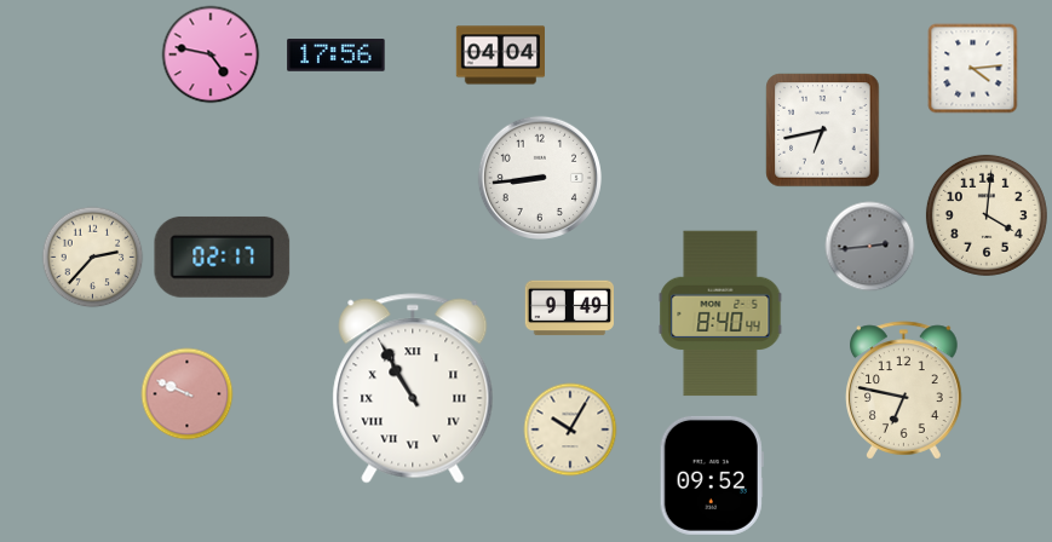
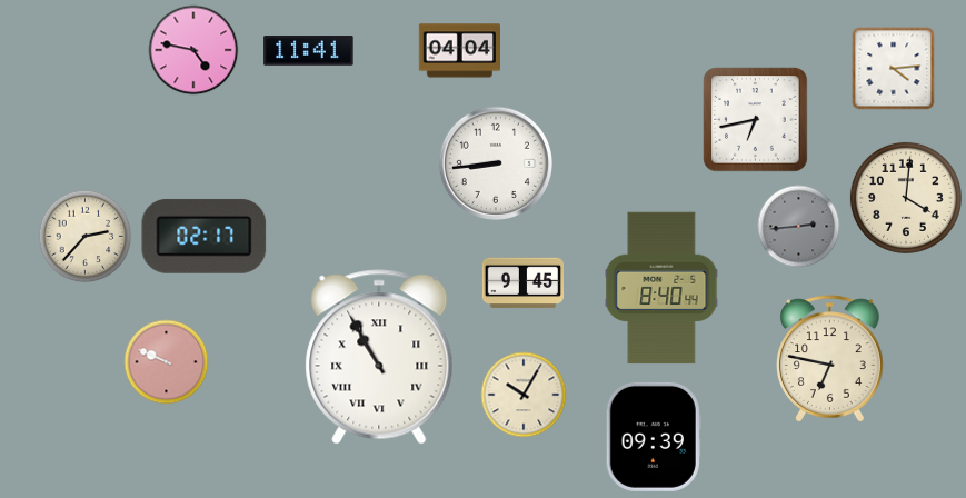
clock at (337, 56): 17:56 -> 11:41
clock at (973, 69) position: (973, 69) -> (894, 69)
clock at (570, 309): 9:49 -> 9:45
clock at (188, 394) position: (188, 394) -> (167, 362)
clock at (712, 475): 09:52 -> 09:39
